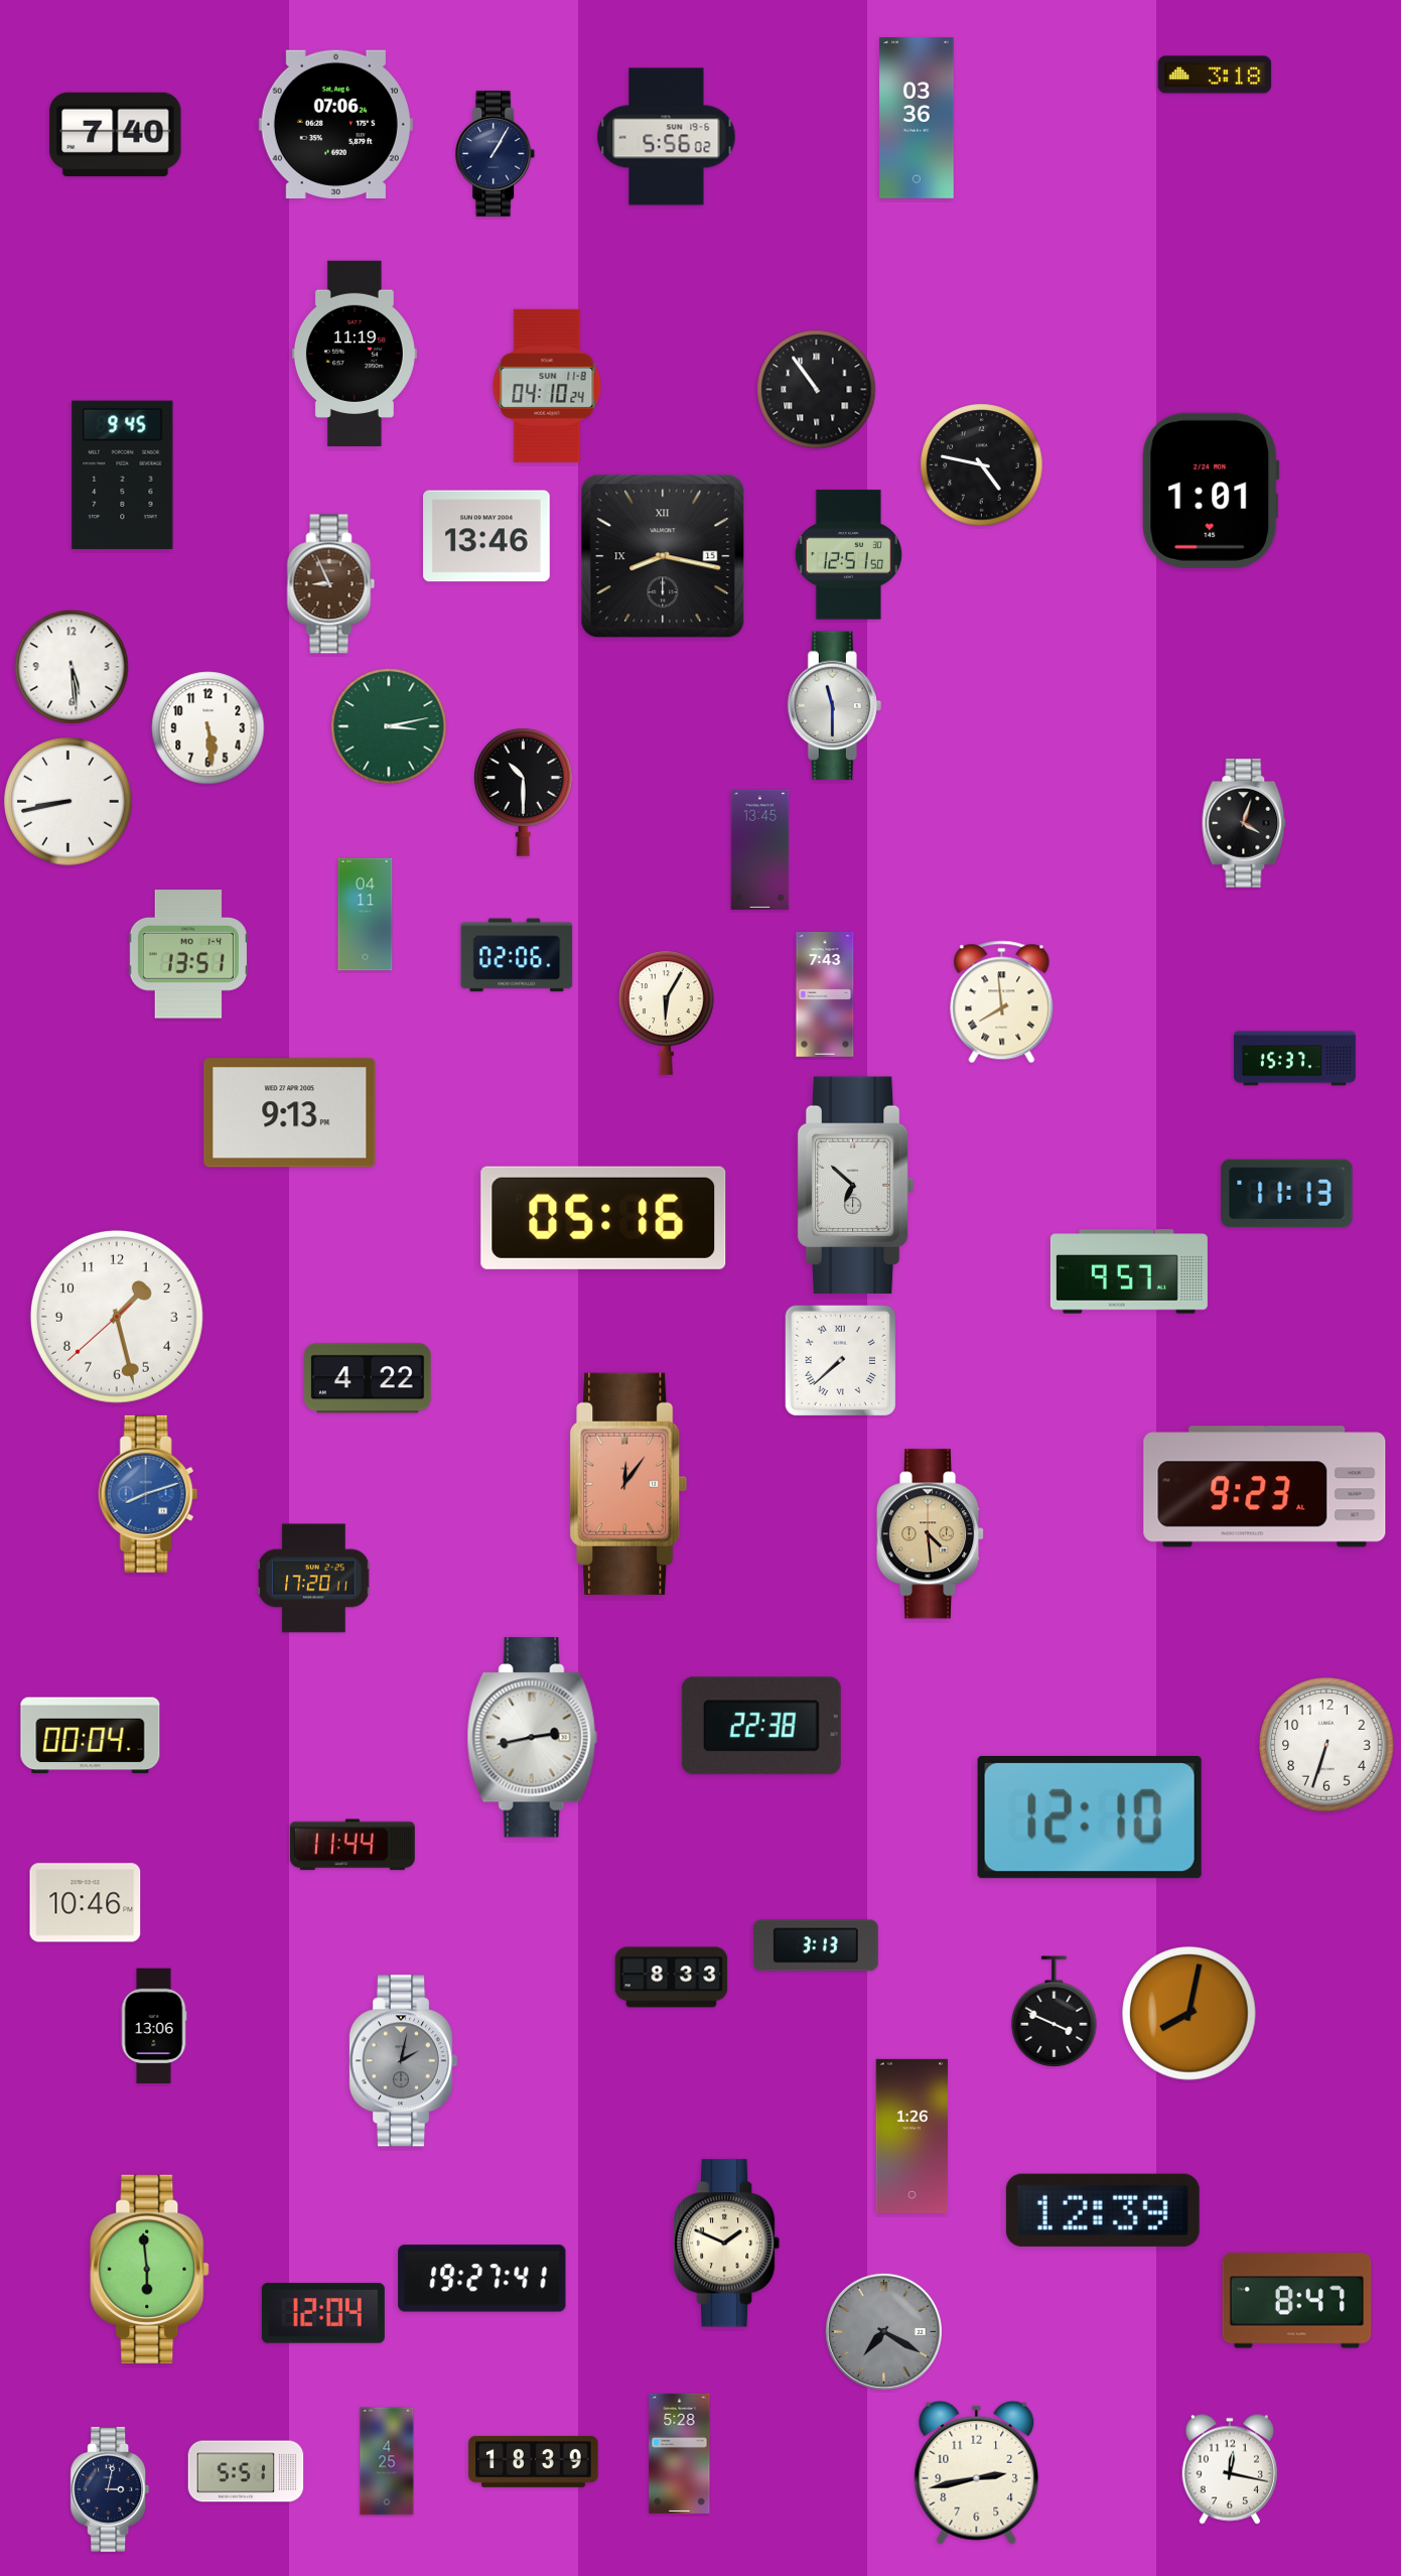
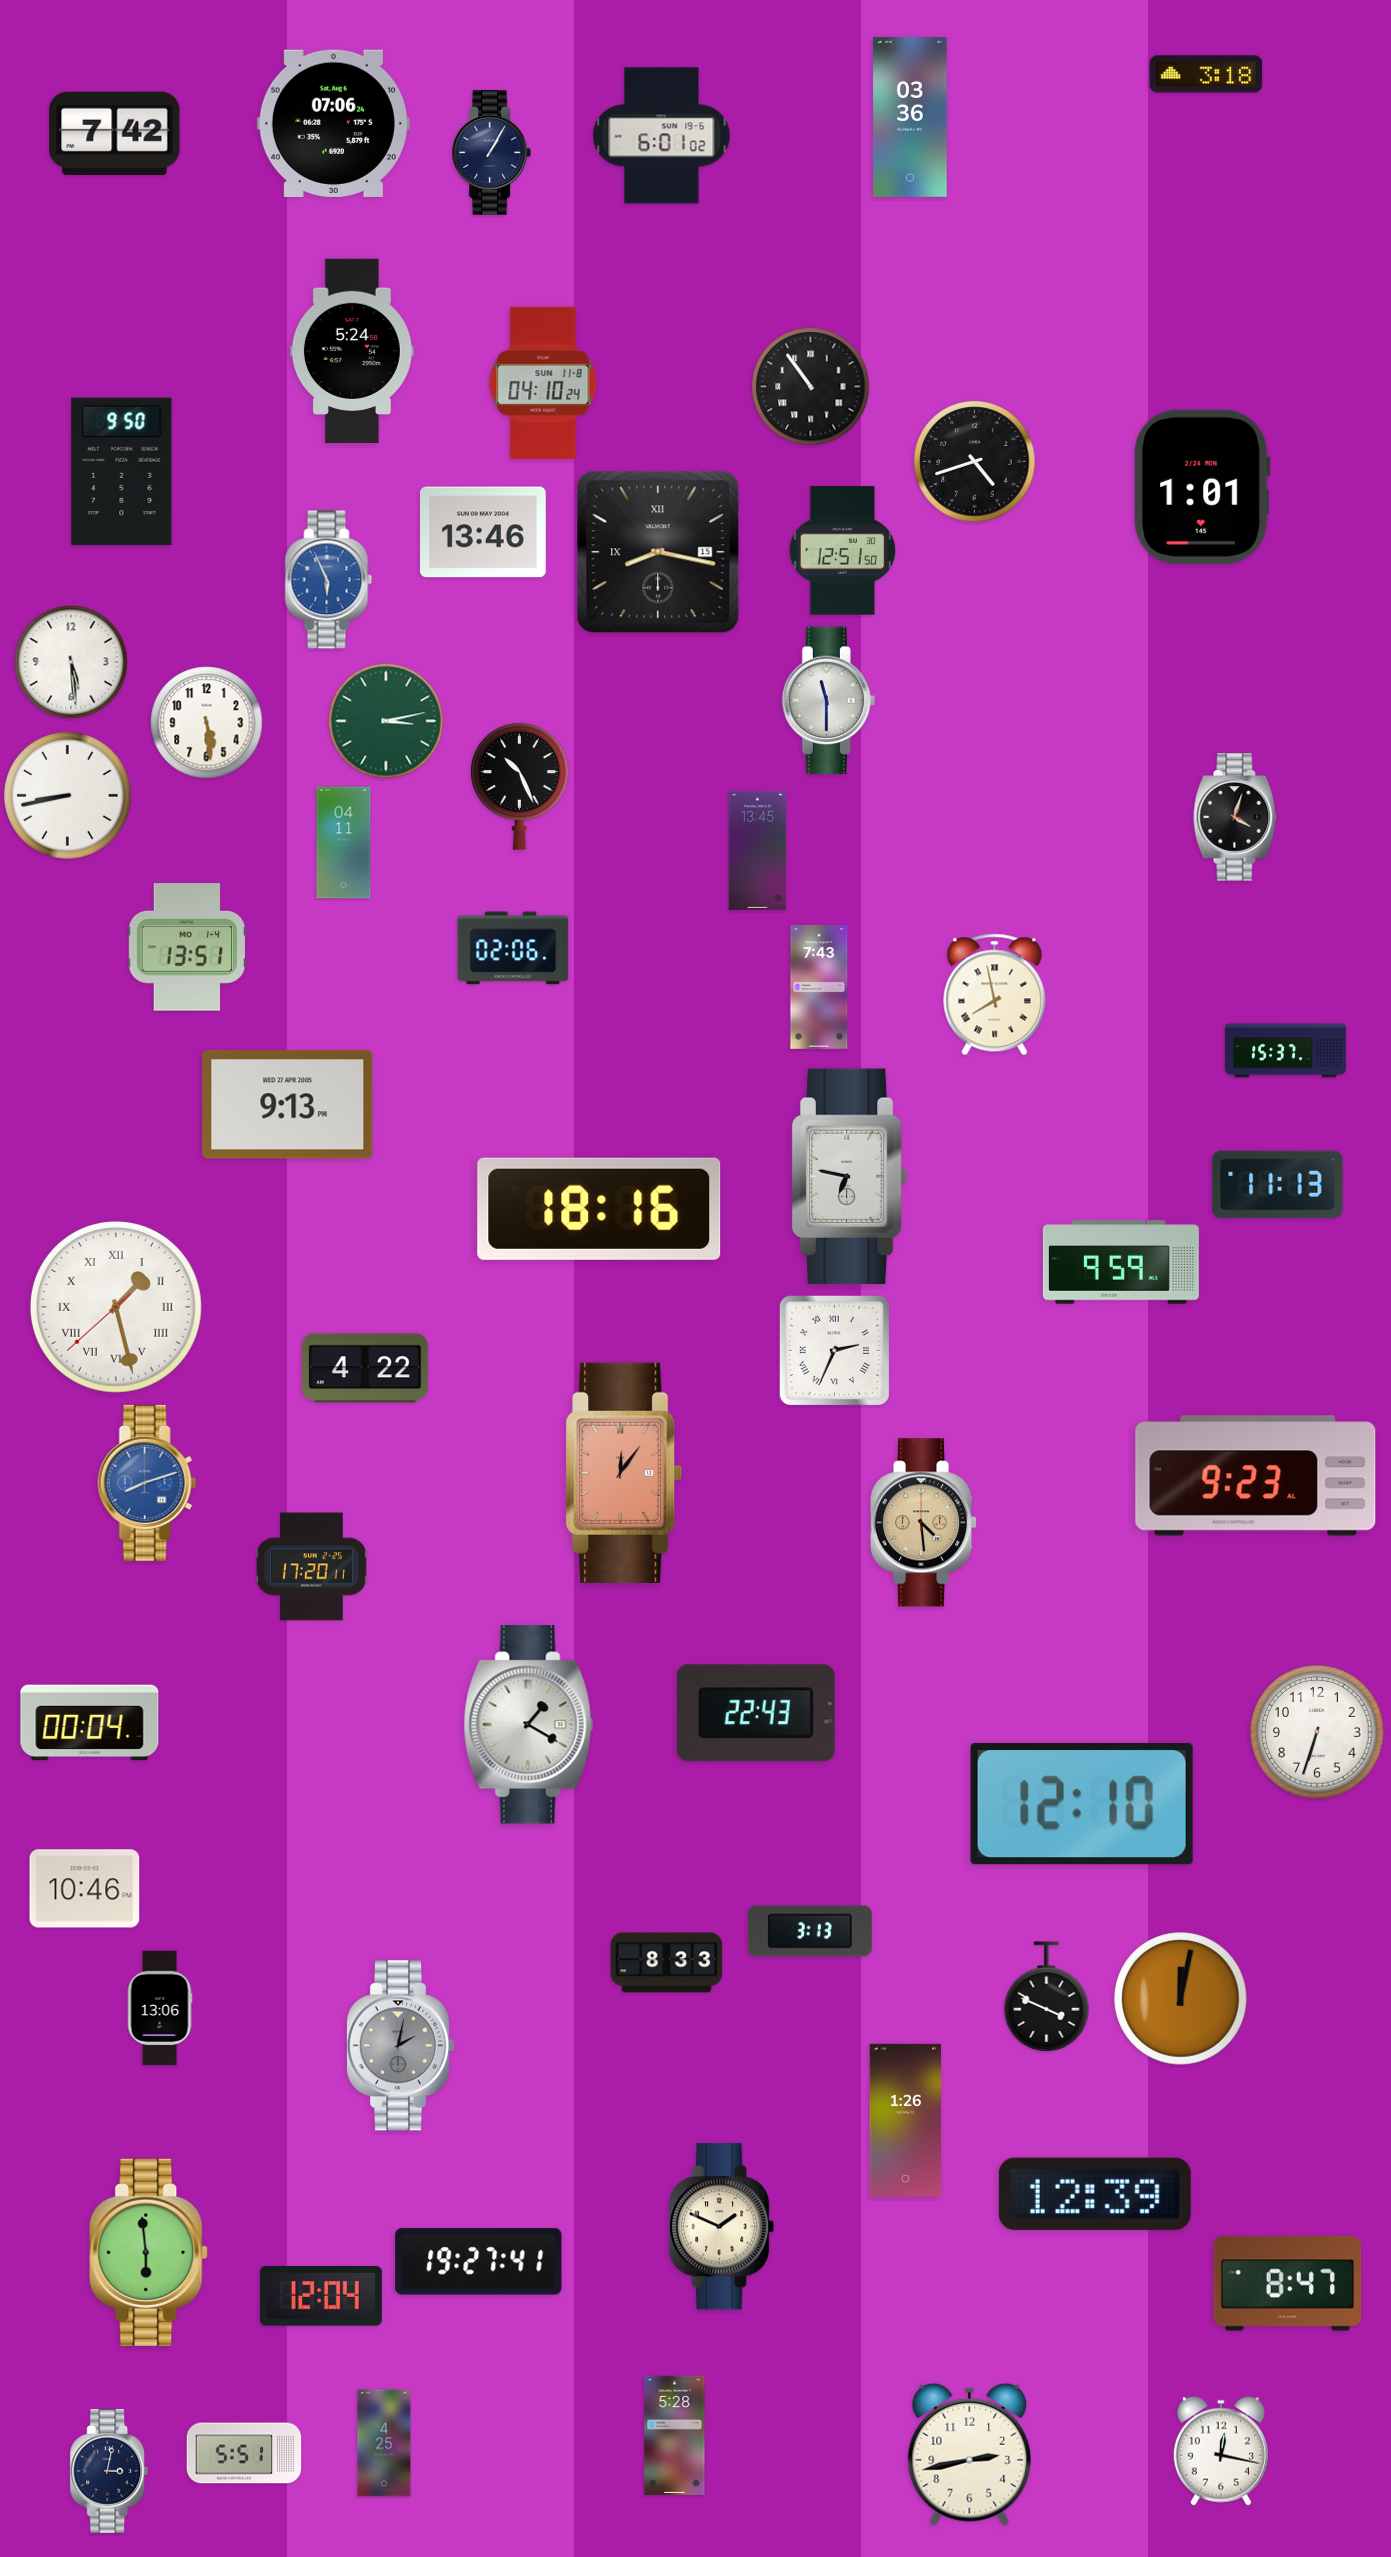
clock at (116, 134): 7:40 -> 7:42
clock at (667, 137): 5:56 -> 6:01
clock at (355, 354): 11:19 -> 5:24
clock at (982, 465): 4:47 -> 4:42
clock at (123, 476): 9:45 -> 9:50
clock at (331, 584): 8:56 -> 5:56
clock at (331, 584) dial: brown -> blue
clock at (524, 792): 10:30 -> 10:26
clock at (760, 849) position: (760, 849) -> (758, 850)
clock at (366, 915) position: (366, 915) -> (344, 843)
clock at (1002, 1002): 7:59 -> 7:58
clock at (667, 1012): 6:05 -> none
clock at (855, 1186): 6:52 -> 6:47
clock at (603, 1218): 05:16 -> 18:16
clock at (1129, 1271): 9:57 -> 9:59
clock at (117, 1317) numerals: Arabic -> Roman
clock at (841, 1361): 7:38 -> 2:34
clock at (761, 1726): 22:38 -> 22:43
clock at (532, 1738): 2:43 -> 1:20
clock at (353, 1845): 11:44 -> none
clock at (1189, 2014): 8:02 -> 12:02
clock at (154, 2026) position: (154, 2026) -> (160, 2008)
clock at (883, 2331): 7:20 -> none
clock at (534, 2461): 18:39 -> none
